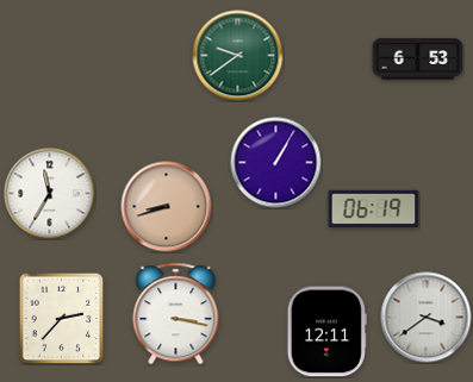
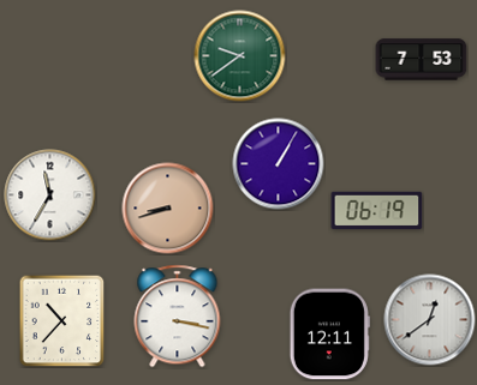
clock at (418, 60): 6:53 -> 7:53
clock at (62, 318): 2:37 -> 10:37
clock at (427, 318): 3:39 -> 12:39
